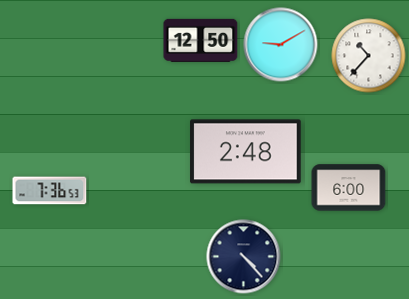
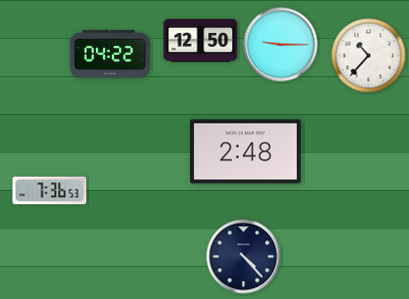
clock at (281, 45): 9:10 -> 9:15
clock at (110, 54): none -> 04:22
clock at (349, 188): 6:00 -> none
